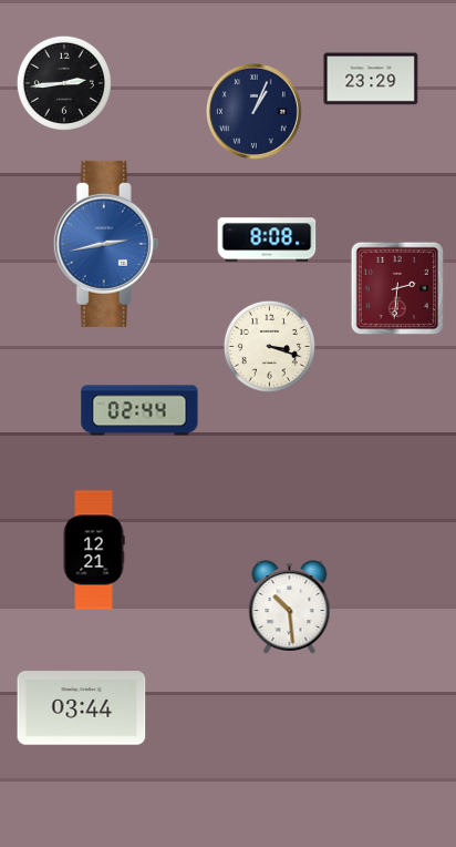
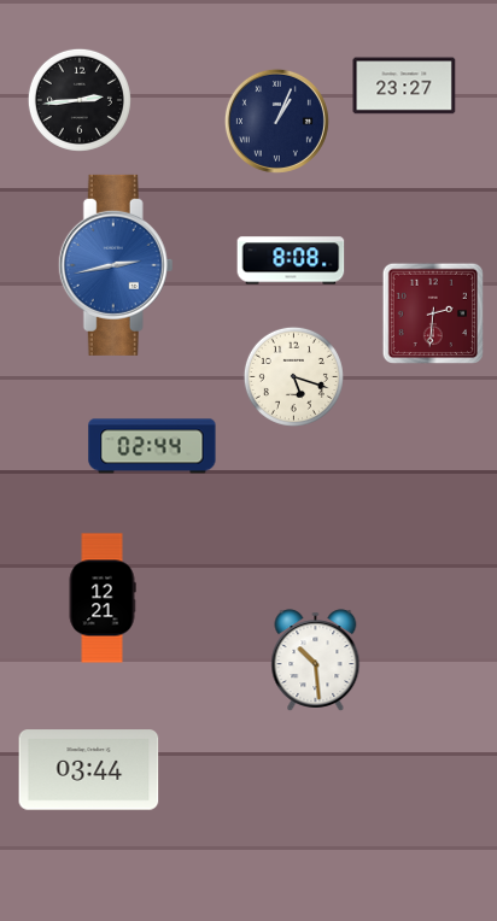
clock at (371, 79): 23:29 -> 23:27
clock at (64, 83) position: (64, 83) -> (80, 100)
clock at (269, 346): 3:18 -> 5:18
